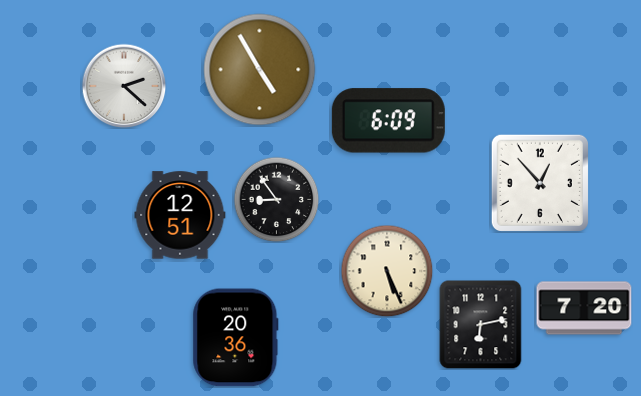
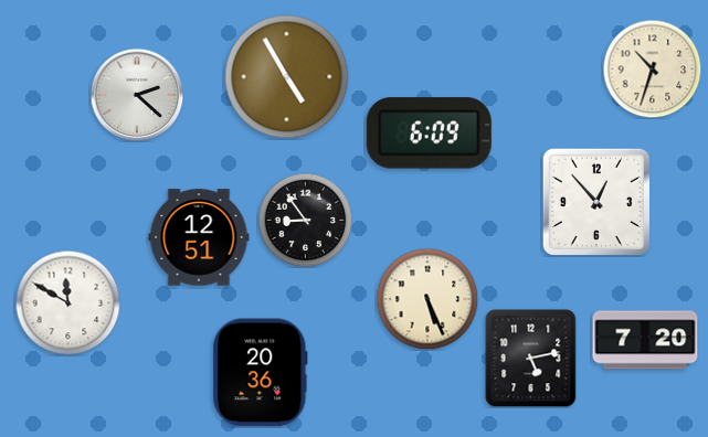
clock at (652, 68): none -> 10:33
clock at (67, 302): none -> 11:50
clock at (481, 324): 6:13 -> 5:13
